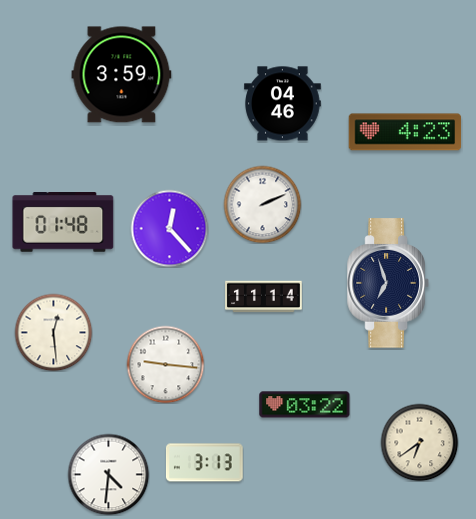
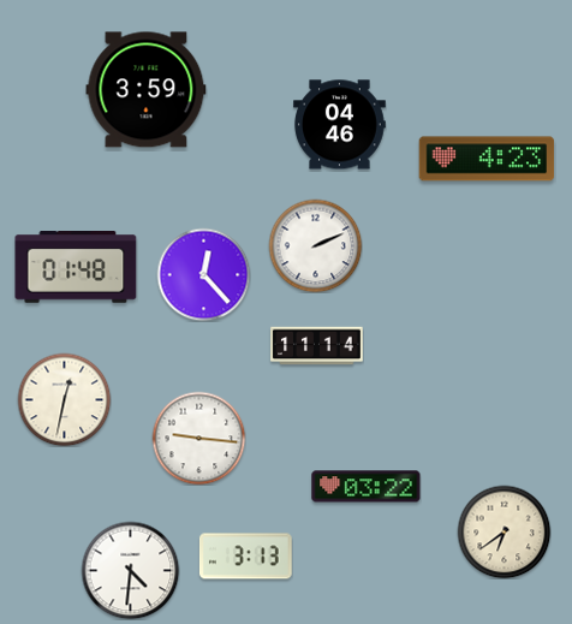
clock at (388, 283): 6:57 -> none
clock at (264, 297) position: (264, 297) -> (317, 346)
clock at (53, 332): 12:29 -> 12:32
